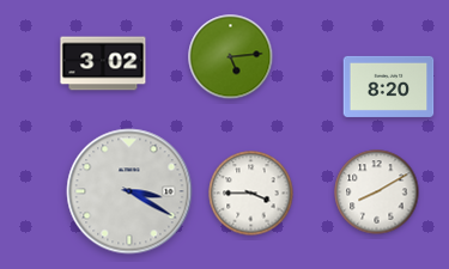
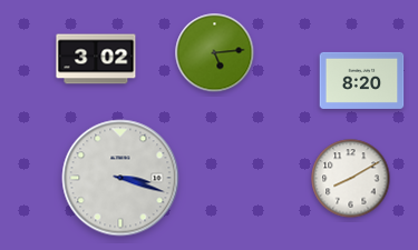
clock at (129, 191): 3:20 -> 3:18
clock at (251, 194): 3:45 -> none
